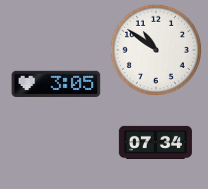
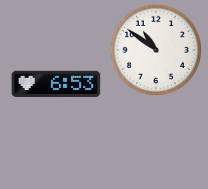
clock at (56, 83): 3:05 -> 6:53
clock at (155, 142): 07:34 -> none
